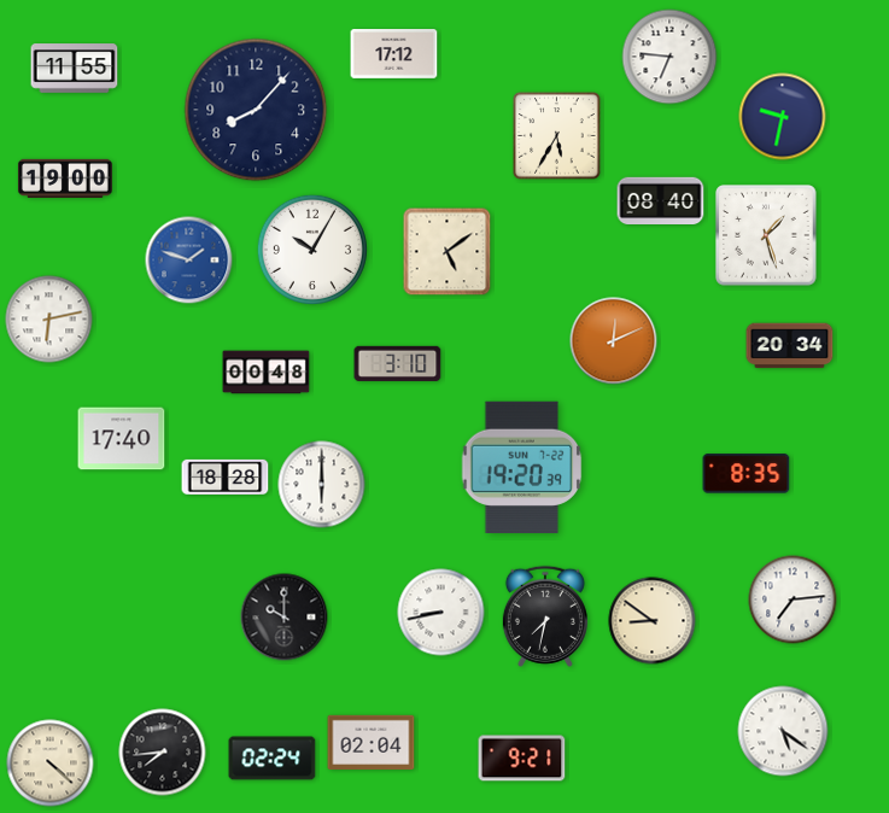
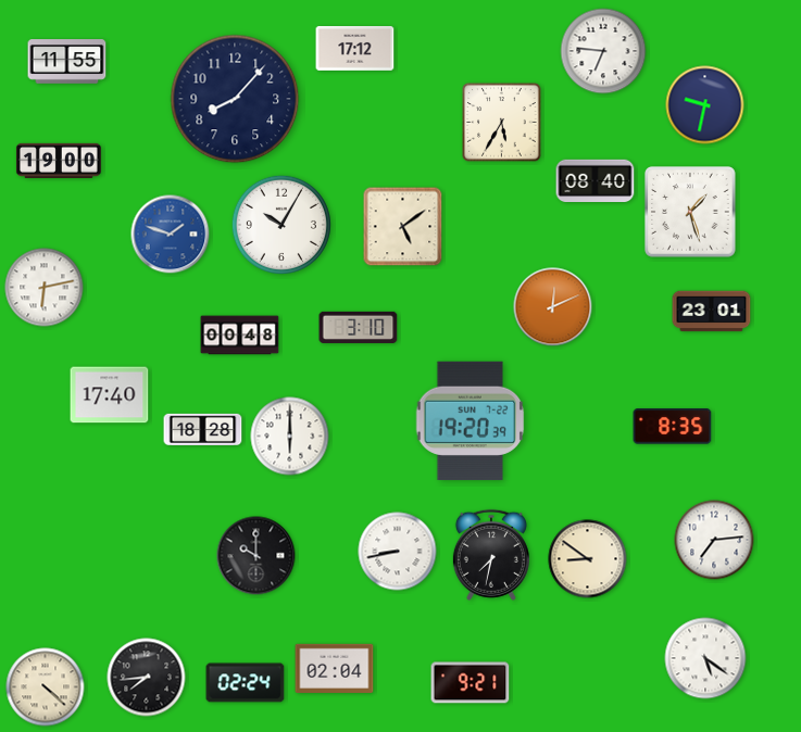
clock at (256, 110) position: (256, 110) -> (235, 99)
clock at (790, 346): 20:34 -> 23:01
